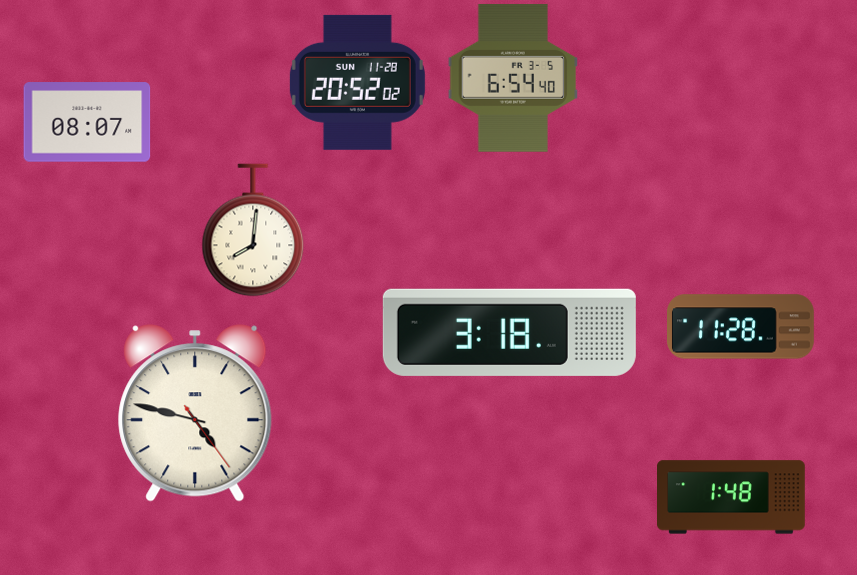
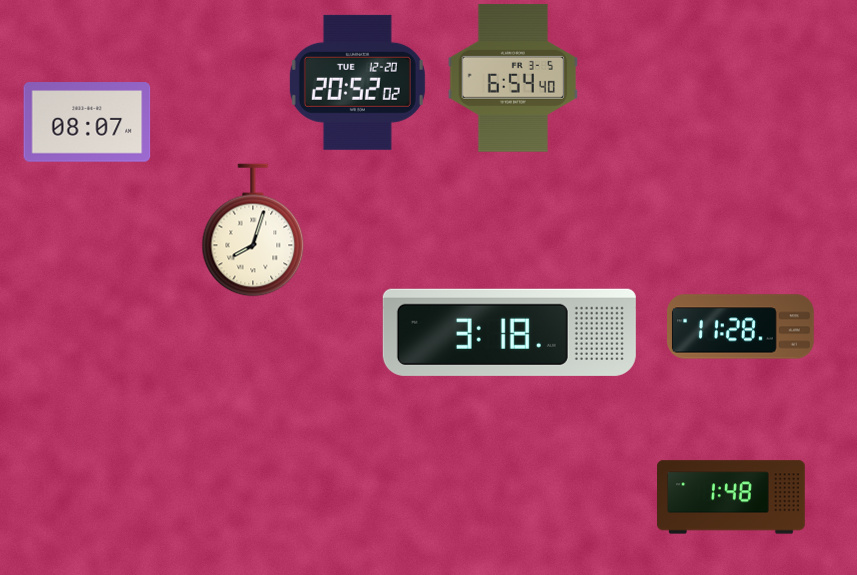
clock at (357, 82) date: SUN 11-28 -> TUE 12-20
clock at (253, 230): 8:01 -> 8:03
clock at (195, 413): 4:47 -> none
